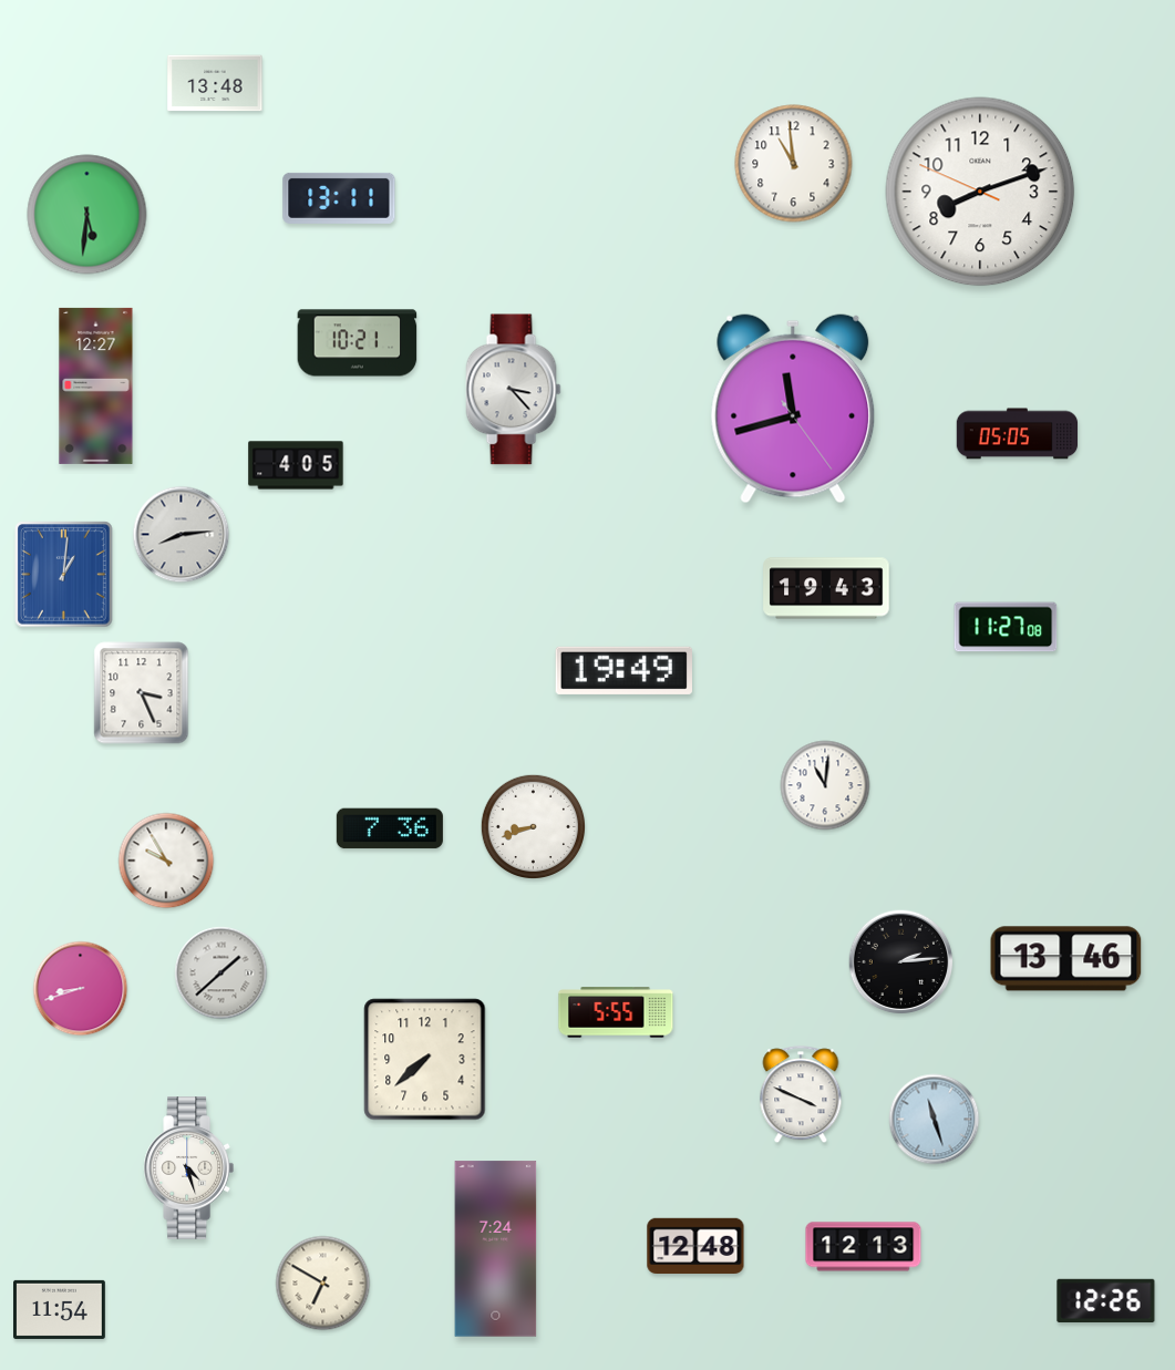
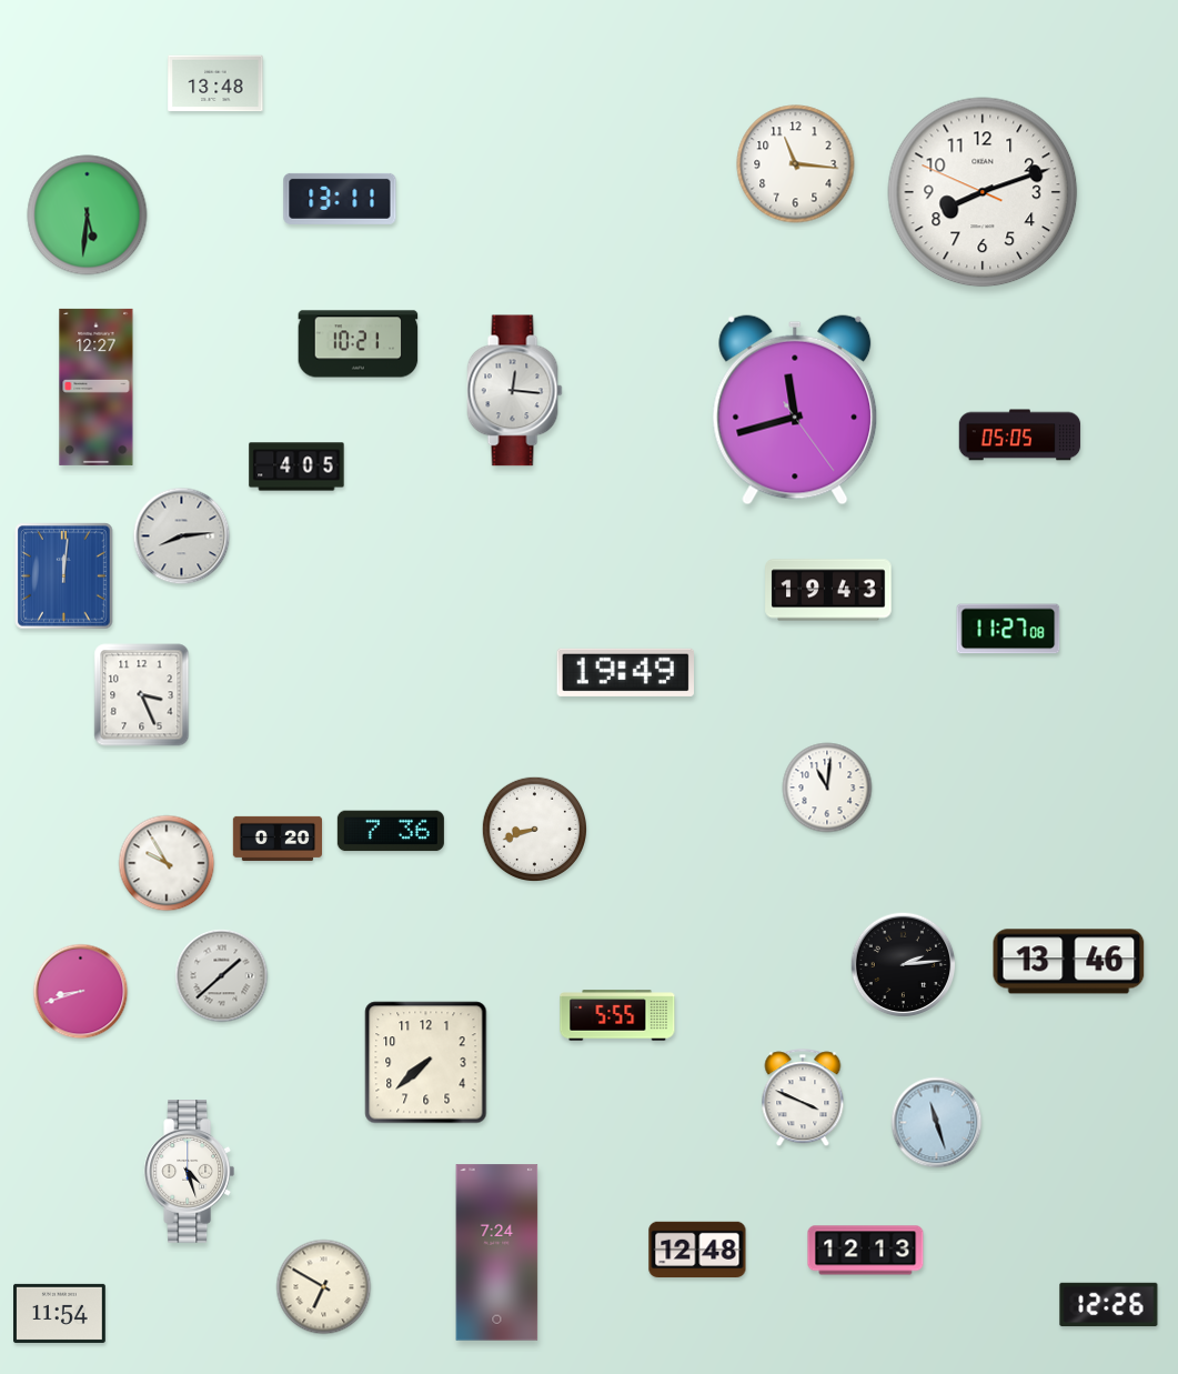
clock at (794, 164): 10:59 -> 11:16
clock at (514, 390): 3:23 -> 12:16
clock at (64, 575): 1:01 -> 12:01
clock at (276, 839): none -> 0:20
